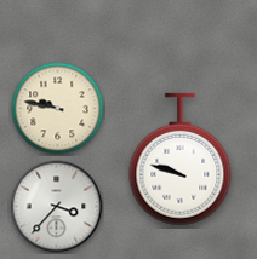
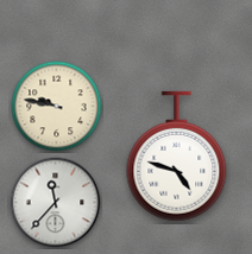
clock at (181, 160): 9:48 -> 4:48
clock at (57, 207): 3:37 -> 11:37
